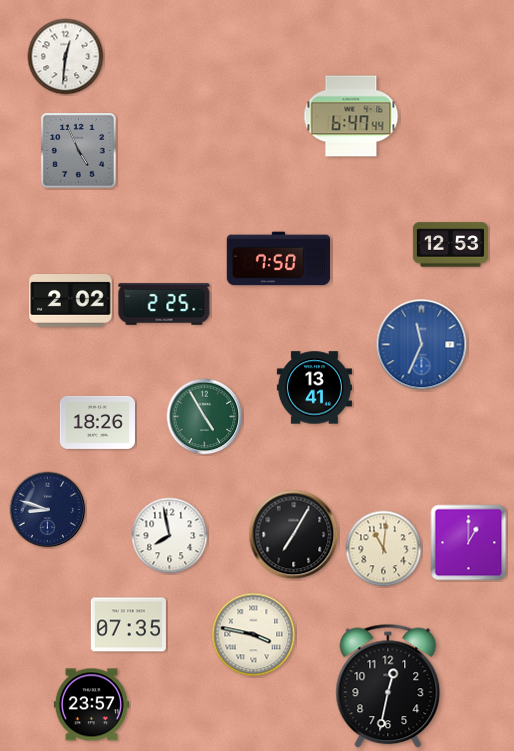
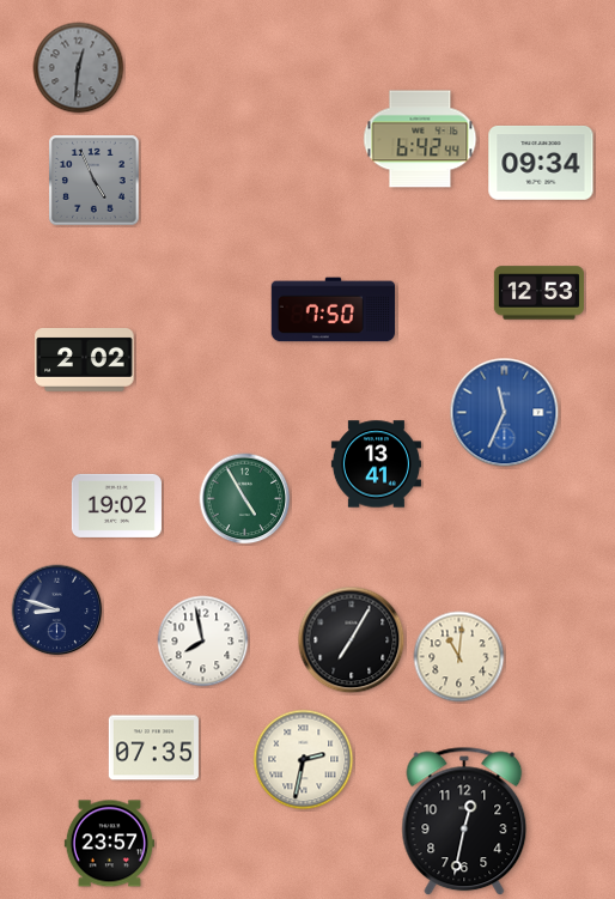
clock at (66, 57) dial: white -> grey
clock at (351, 116): 6:47 -> 6:42
clock at (541, 163): none -> 09:34
clock at (164, 304): 2:25 -> none
clock at (97, 422): 18:26 -> 19:02
clock at (469, 543): 1:00 -> none
clock at (254, 635): 3:47 -> 2:32
